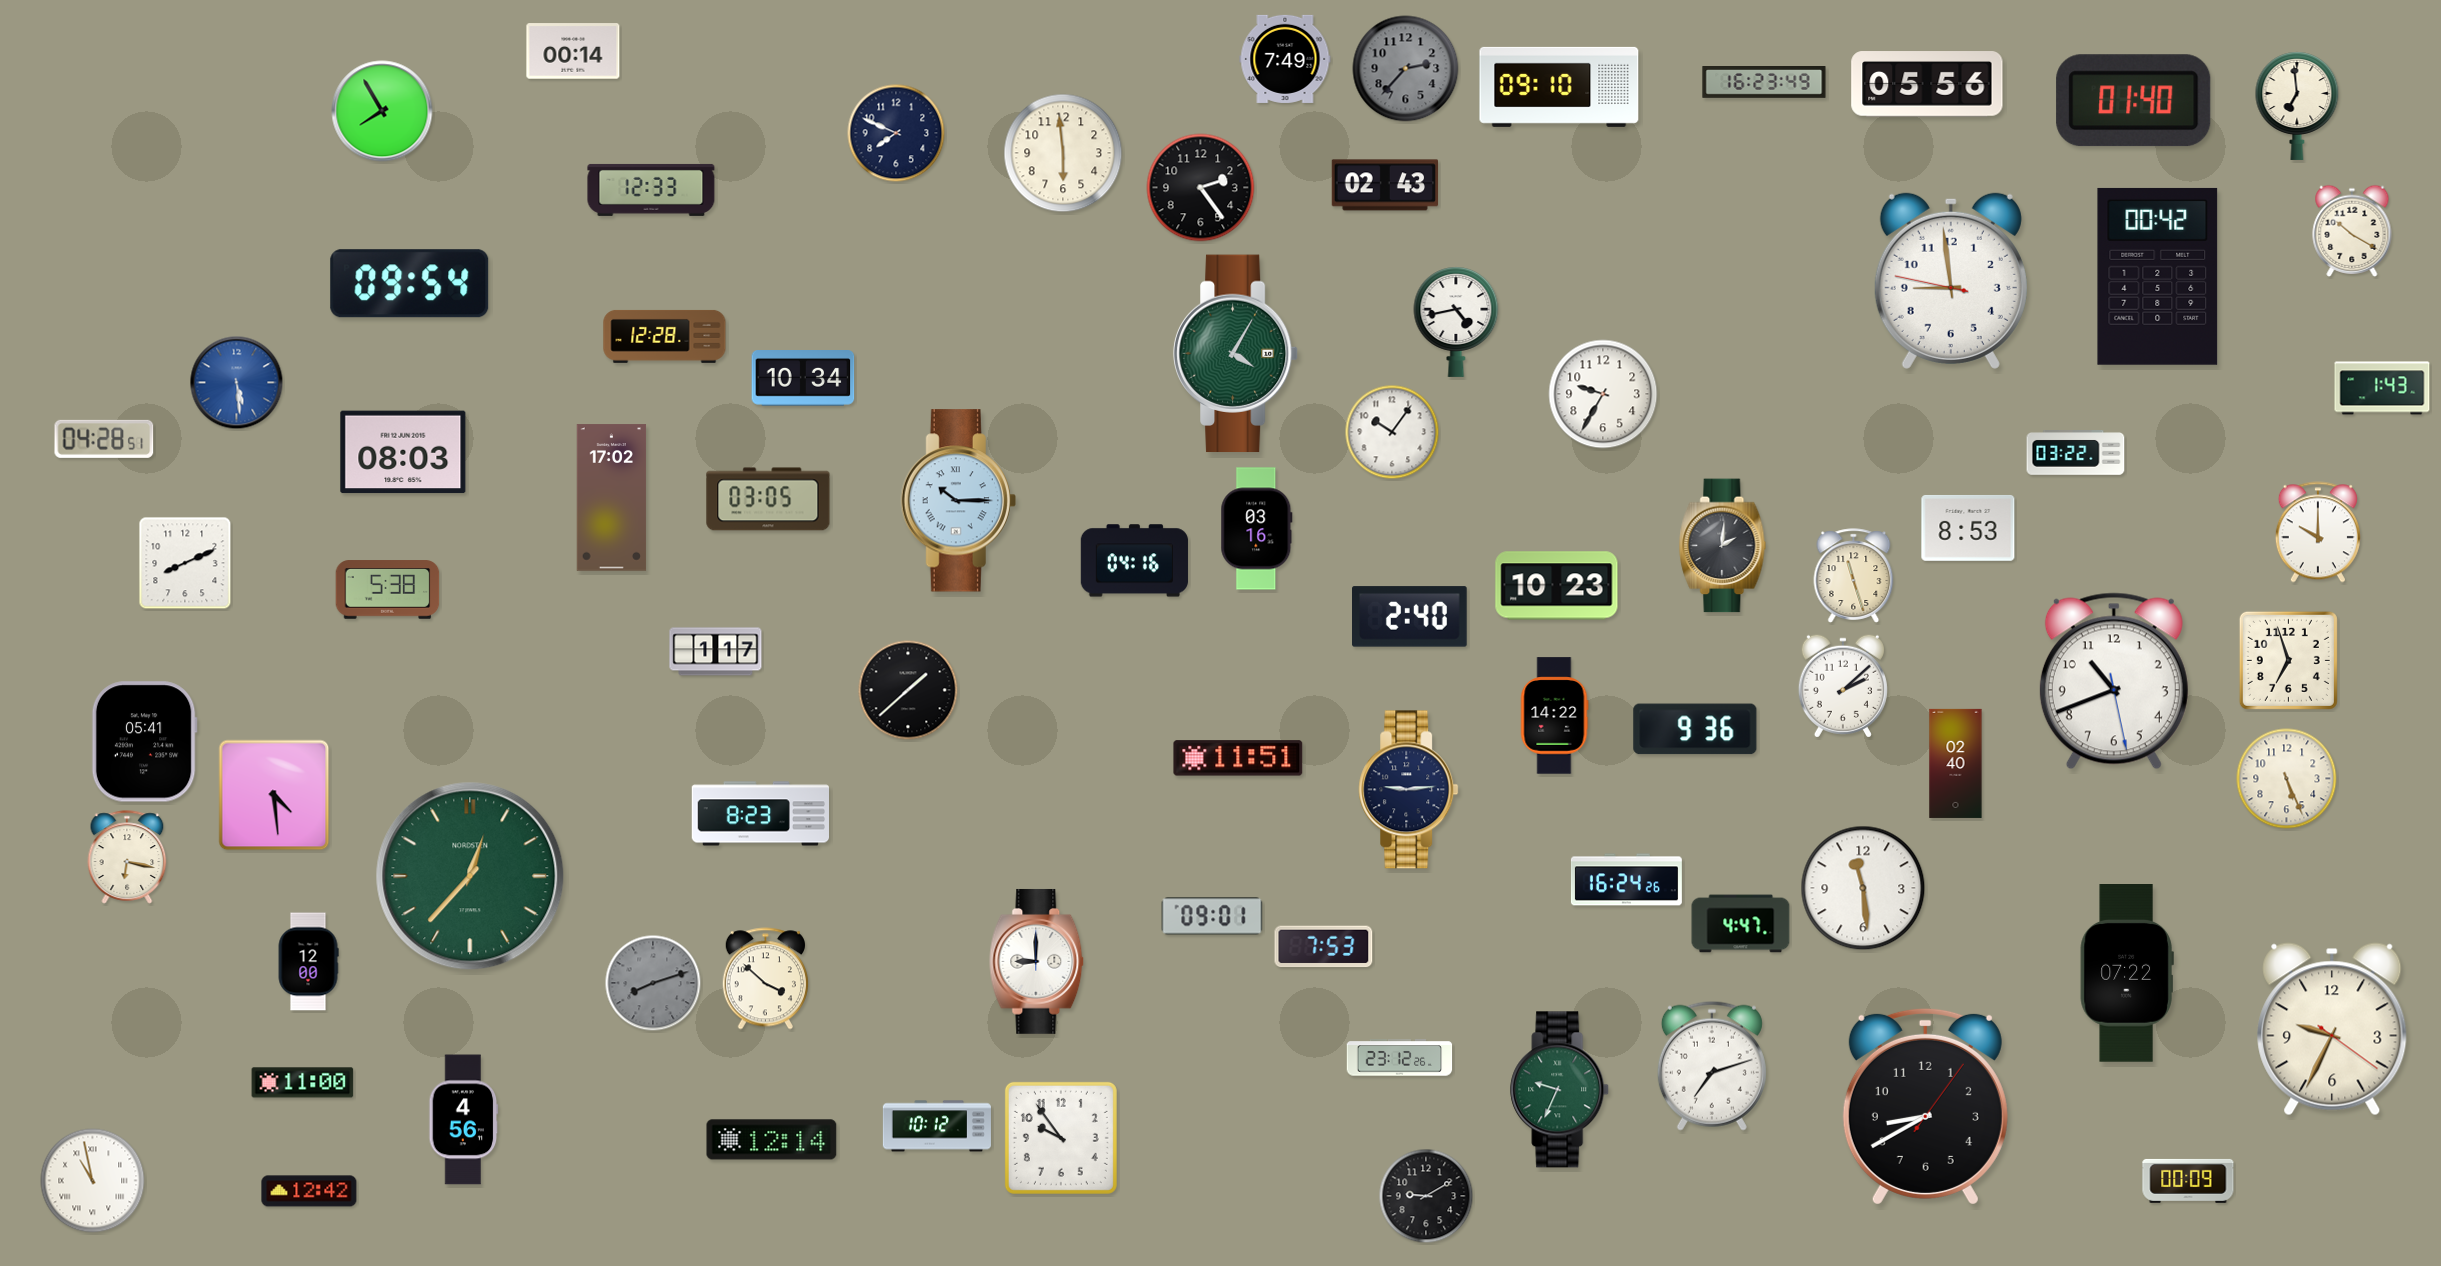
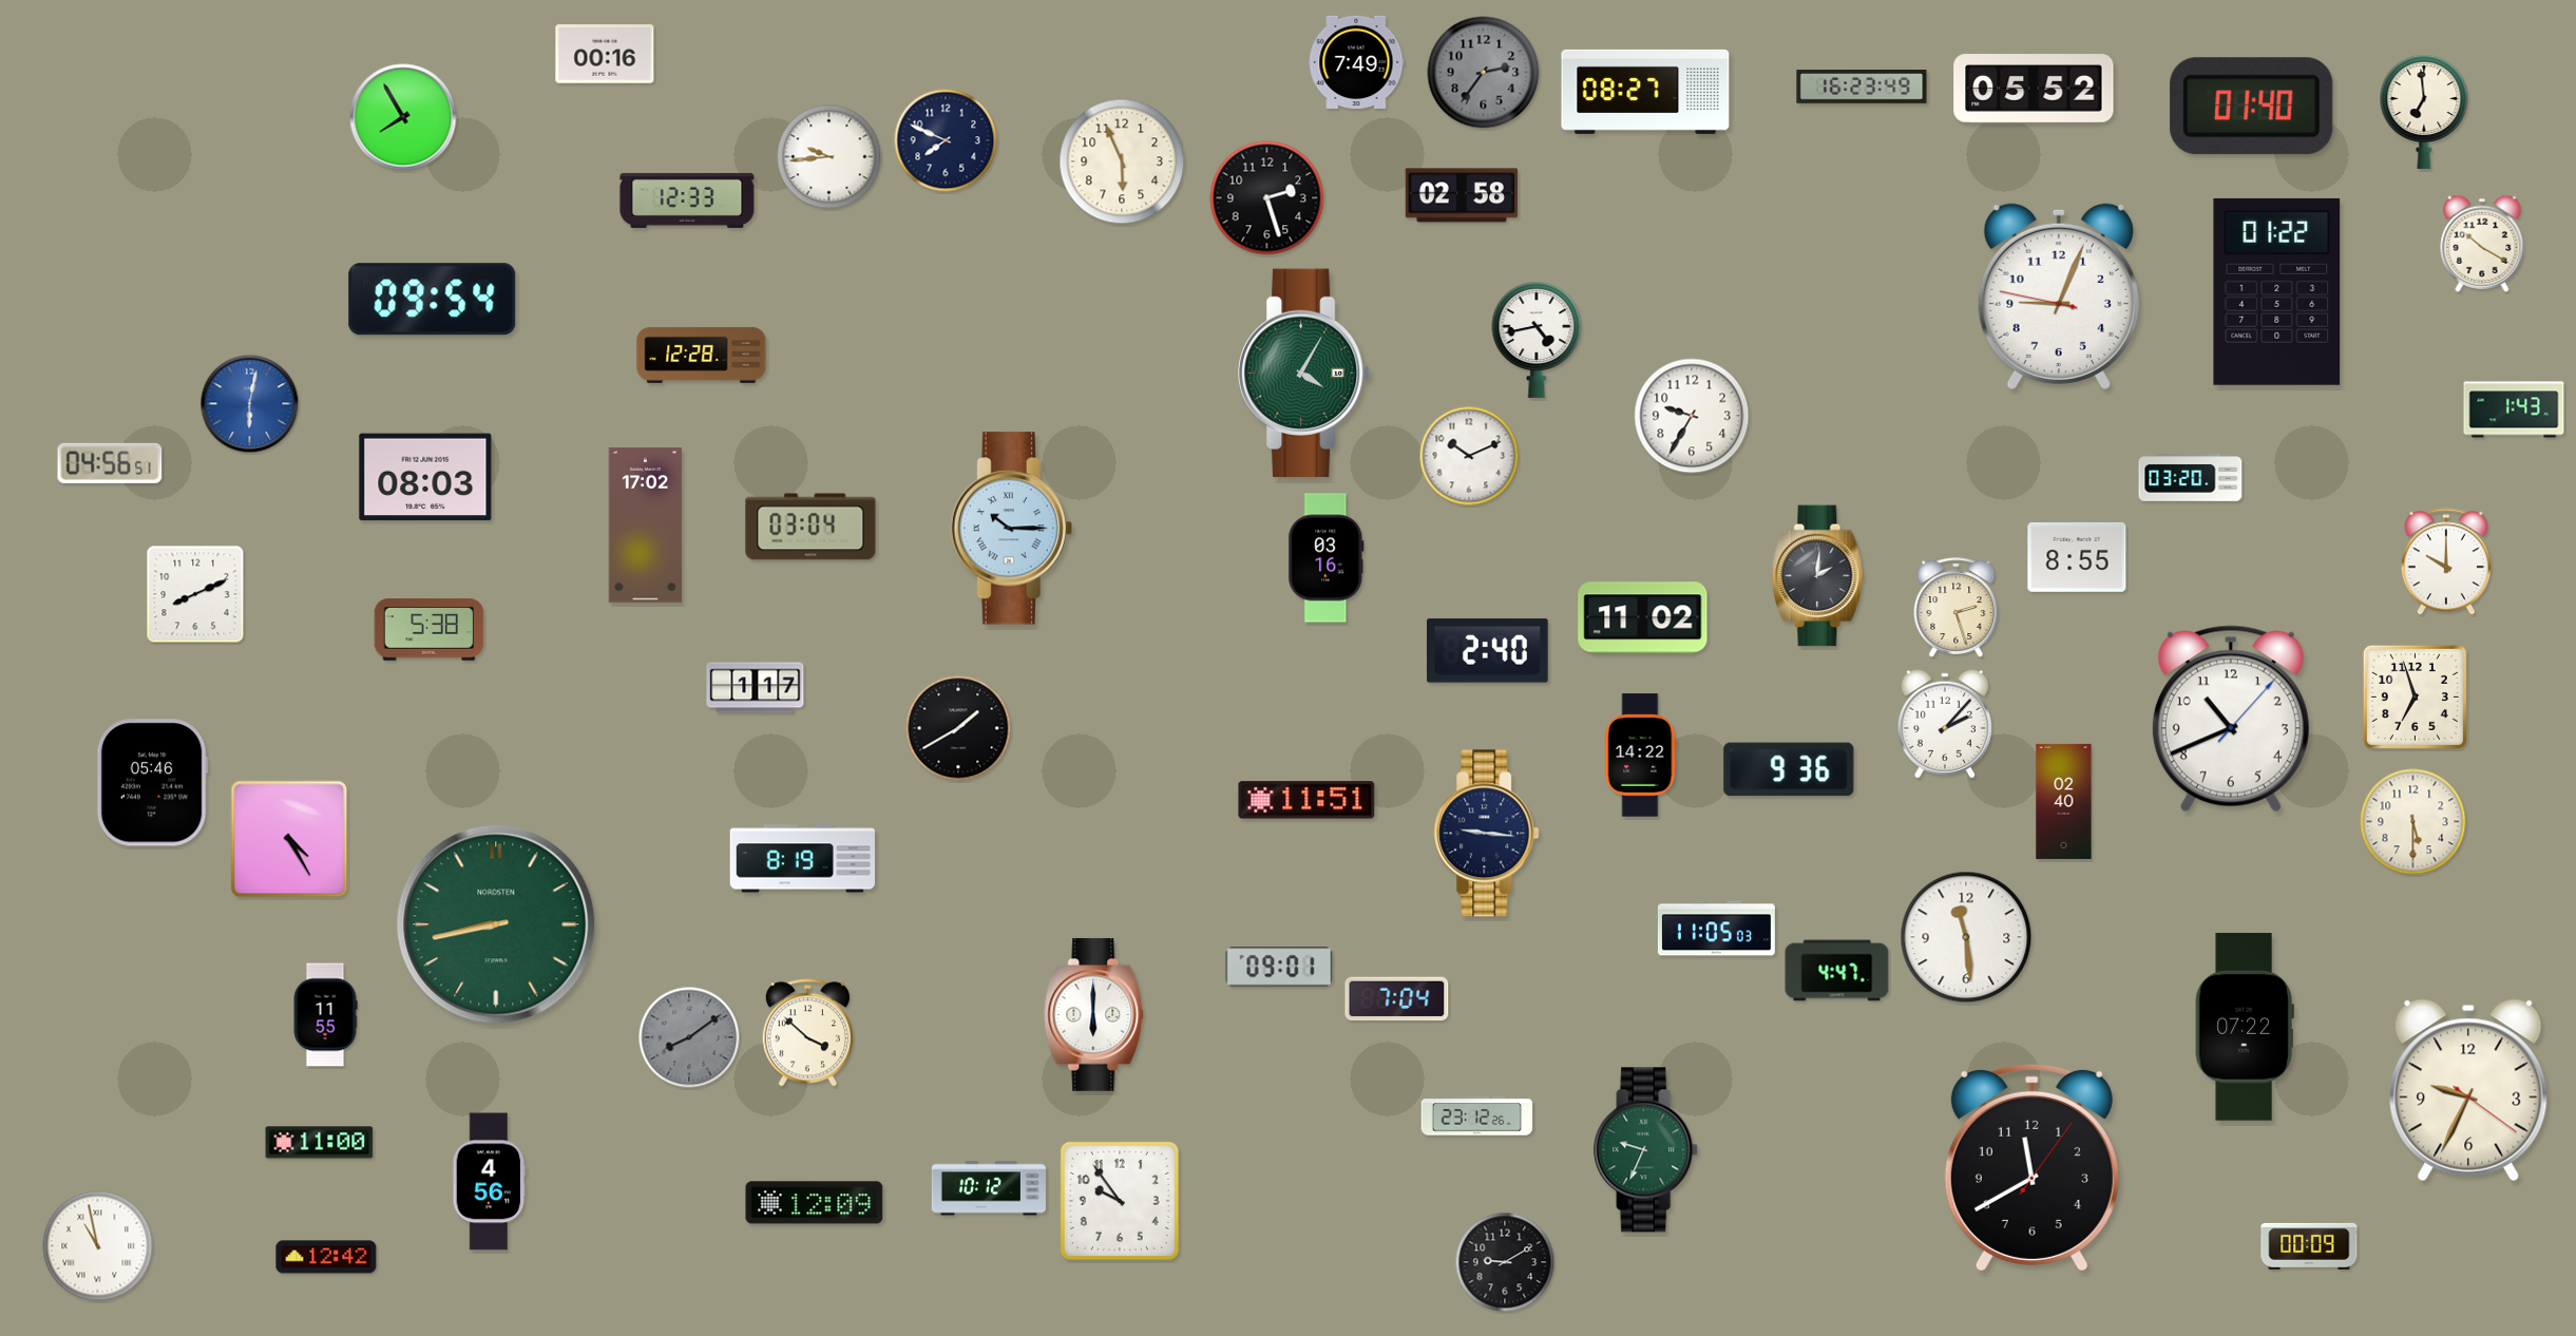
clock at (573, 51): 00:14 -> 00:16
clock at (1406, 69): 2:37 -> 2:36
clock at (1927, 84): 05:56 -> 05:52
clock at (1559, 87): 09:10 -> 08:27
clock at (829, 157): none -> 9:44
clock at (1063, 153): 5:59 -> 5:56
clock at (1384, 185): 02:43 -> 02:58
clock at (1201, 188): 2:24 -> 2:27
clock at (2158, 276): 00:42 -> 01:22
clock at (1951, 281): 8:58 -> 9:03
clock at (803, 379): 10:34 -> none
clock at (237, 383): 5:29 -> 6:02
clock at (1392, 432): 10:06 -> 10:11
clock at (104, 439): 04:28 -> 04:56
clock at (2076, 453): 03:22 -> 03:20
clock at (768, 499): 03:05 -> 03:04
clock at (1968, 528): 8:53 -> 8:55
clock at (1134, 561): 04:16 -> none
clock at (1854, 576): 11:27 -> 2:27
clock at (1557, 586): 10:23 -> 11:02
clock at (388, 590) position: (388, 590) -> (430, 630)
clock at (2114, 681): 10:41:28 -> 10:41:07
clock at (1843, 686): 2:08 -> 2:07
clock at (908, 690): 1:38 -> 1:40
clock at (144, 742): 05:41 -> 05:46
clock at (1956, 763) position: (1956, 763) -> (2064, 801)
clock at (2287, 779): 5:26 -> 5:30
clock at (1409, 790): 9:14 -> 9:16
clock at (274, 795): 4:29 -> 4:25
clock at (760, 814): 8:23 -> 8:19
clock at (127, 857): 6:17 -> none
clock at (470, 876): 12:37 -> 8:43
clock at (1626, 880): 16:24 -> 11:05
clock at (1741, 924) position: (1741, 924) -> (1837, 971)
clock at (1324, 947): 7:53 -> 7:04
clock at (1037, 961): 9:00 -> 6:00
clock at (308, 962): 12:00 -> 11:55
clock at (653, 983): 8:12 -> 8:09
clock at (2332, 1029) position: (2332, 1029) -> (2468, 1090)
clock at (1712, 1066): 7:12 -> none
clock at (1925, 1106): 8:40 -> 11:40
clock at (772, 1140): 12:14 -> 12:09
